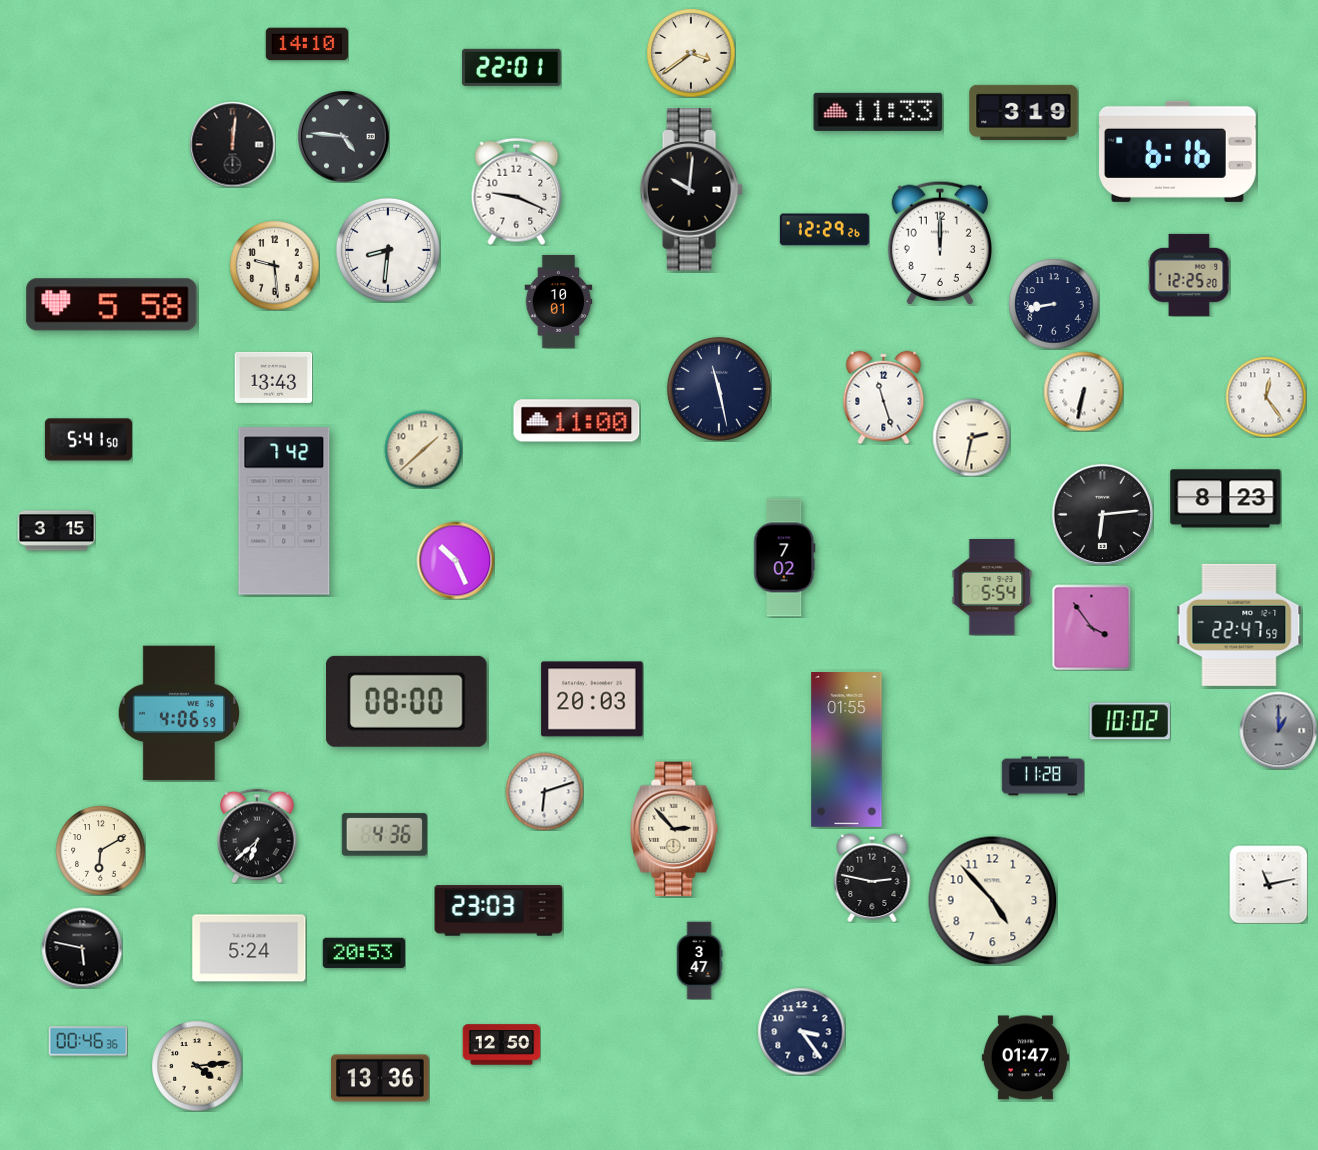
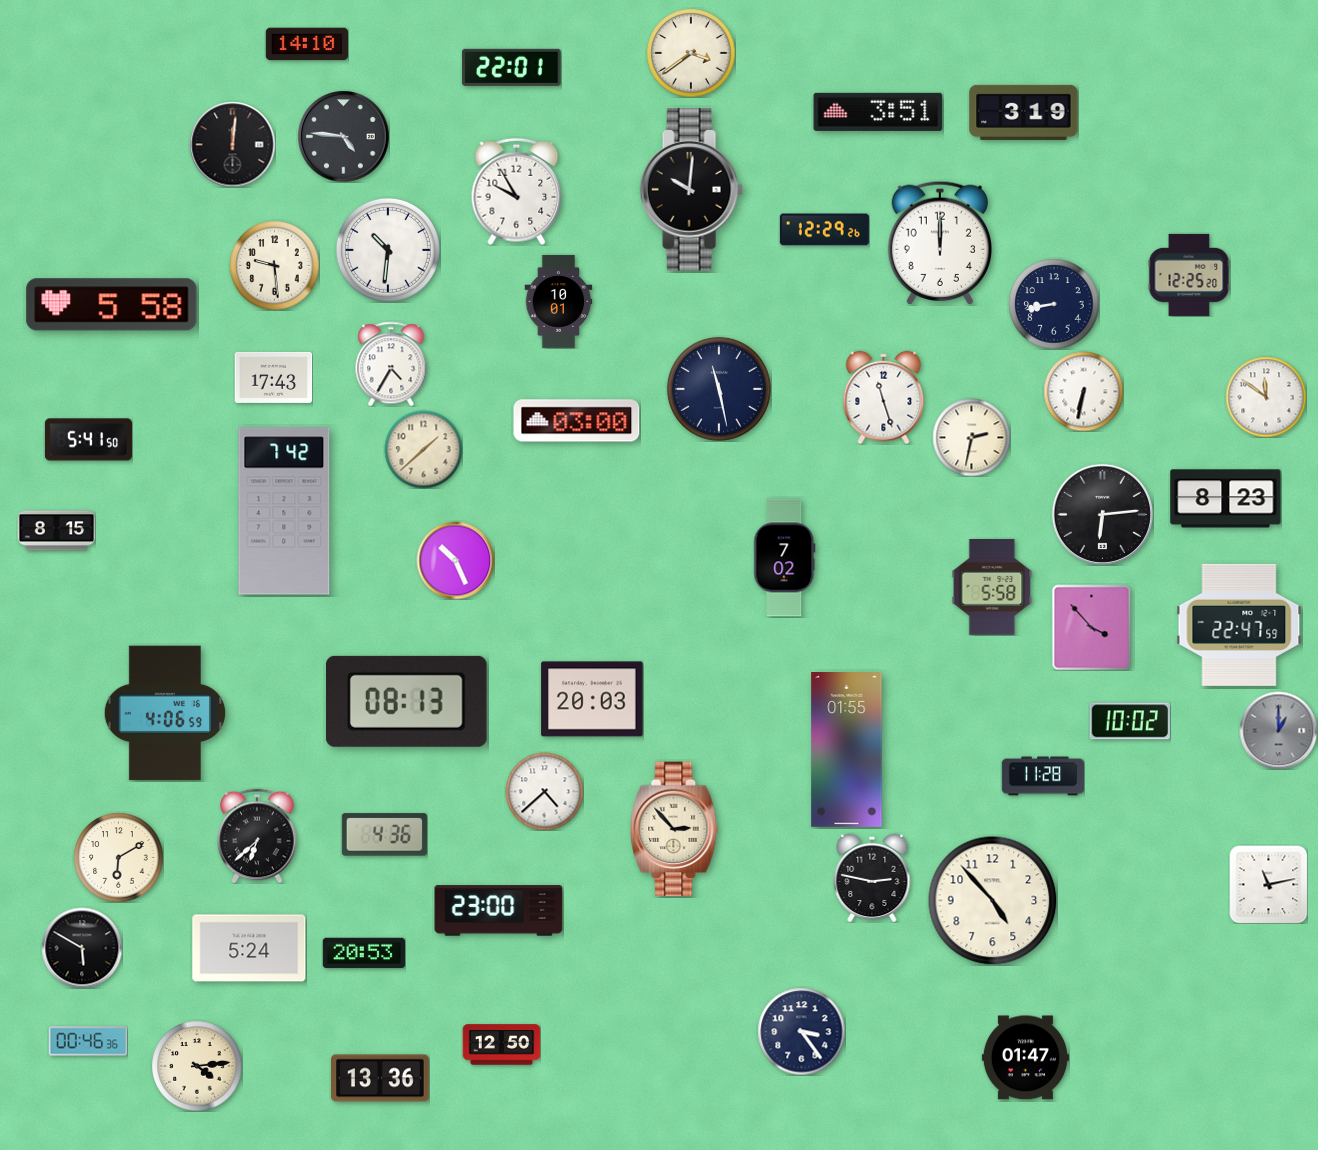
clock at (878, 112): 11:33 -> 3:51
clock at (1178, 151): 6:16 -> none
clock at (517, 191): 9:19 -> 9:55
clock at (388, 250): 8:31 -> 10:31
clock at (391, 364): none -> 4:35
clock at (273, 377): 13:43 -> 17:43
clock at (1266, 397): 12:24 -> 11:51
clock at (577, 421): 11:00 -> 03:00
clock at (56, 531): 3:15 -> 8:15
clock at (992, 588): 5:54 -> 5:58
clock at (1092, 627): 3:54 -> 3:53
clock at (406, 701): 08:00 -> 08:13
clock at (178, 713) position: (178, 713) -> (164, 713)
clock at (544, 791): 6:12 -> 4:38
clock at (100, 850) position: (100, 850) -> (118, 857)
clock at (499, 911): 23:03 -> 23:00
clock at (82, 948): 5:47 -> 5:50
clock at (699, 960): 3:47 -> none
